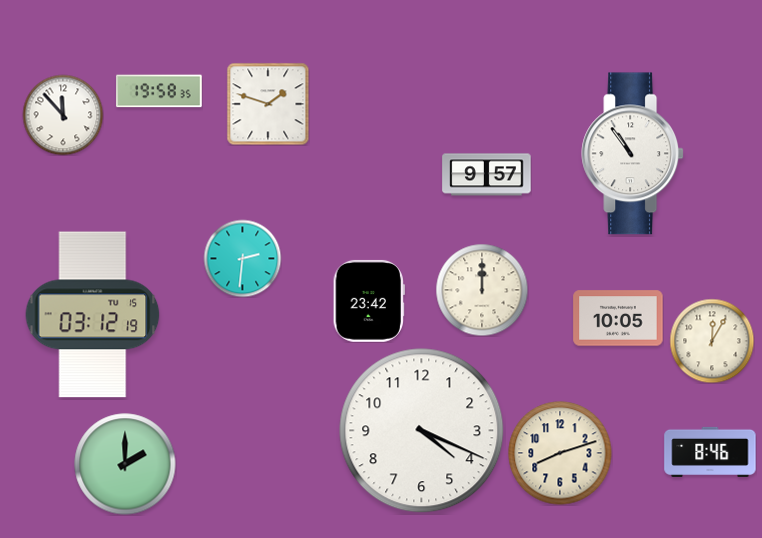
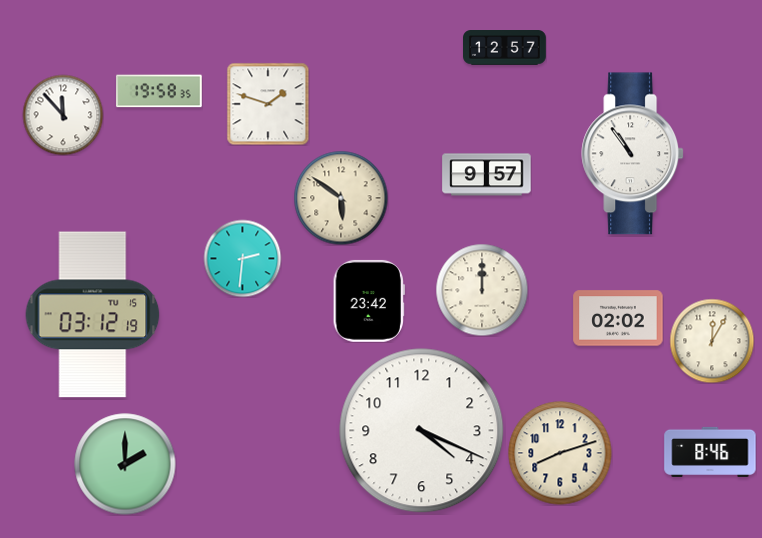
clock at (505, 48): none -> 12:57
clock at (341, 198): none -> 5:51
clock at (618, 318): 10:05 -> 02:02
